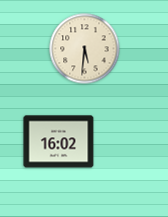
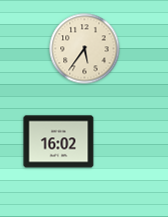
clock at (85, 49): 5:31 -> 5:36
